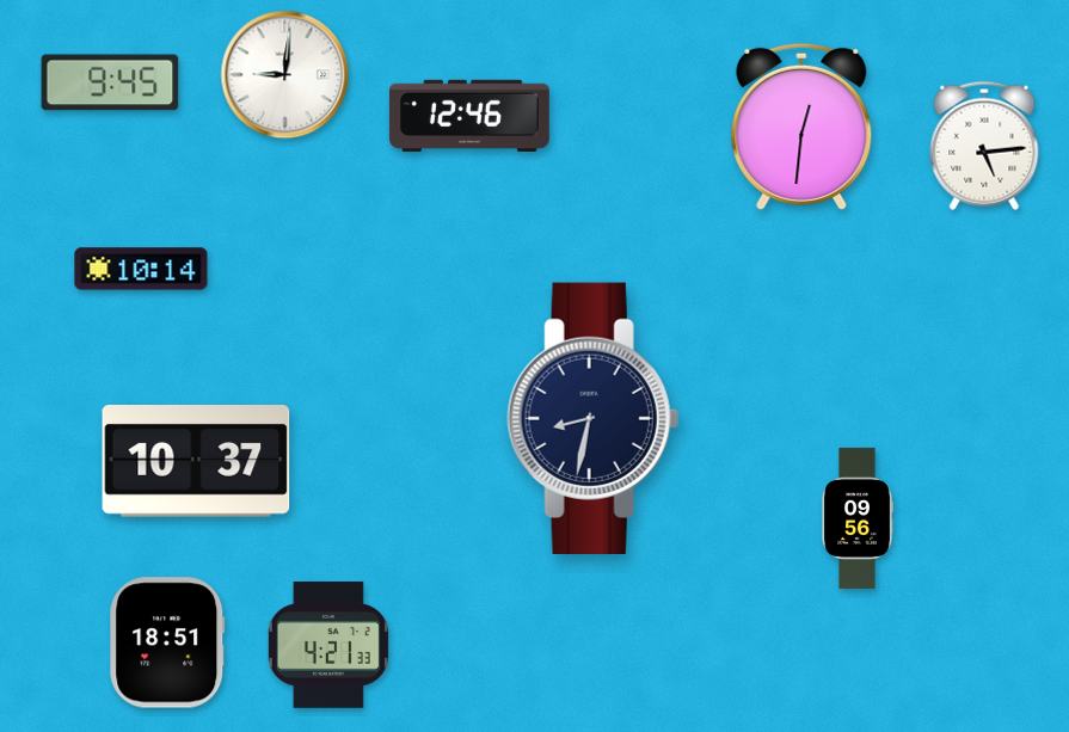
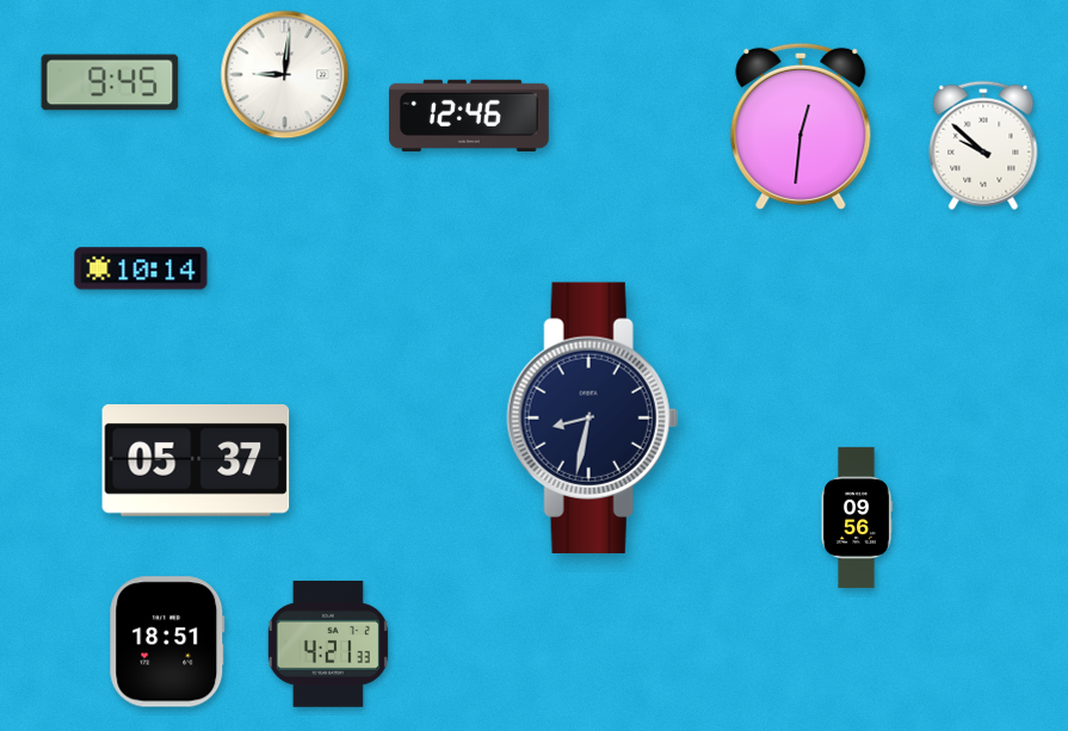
clock at (984, 146): 5:14 -> 9:52
clock at (196, 462): 10:37 -> 05:37
